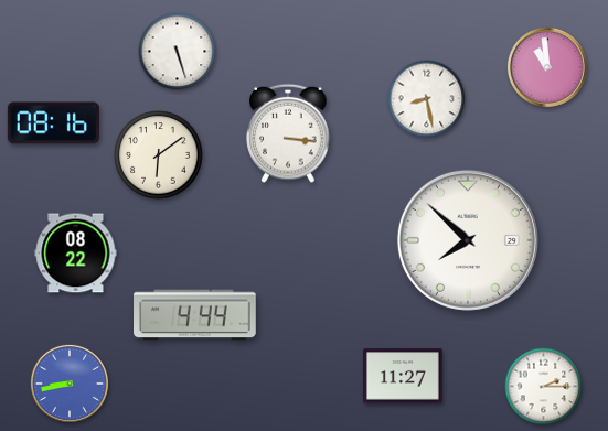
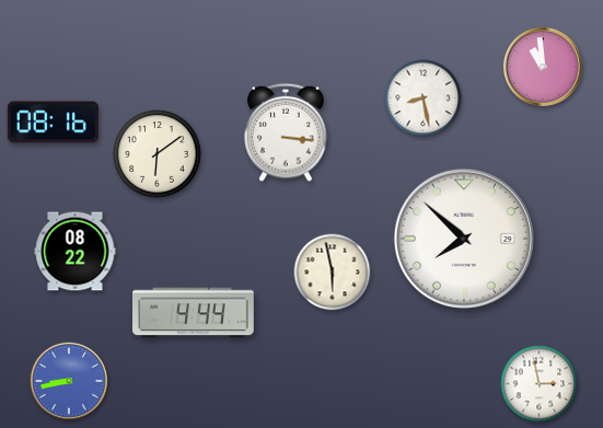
clock at (178, 52): 5:27 -> none
clock at (333, 273): none -> 5:58
clock at (404, 376): 11:27 -> none
clock at (544, 387): 2:15 -> 2:58
